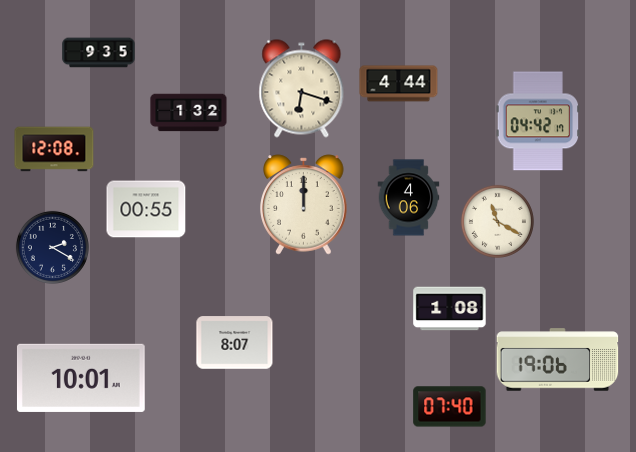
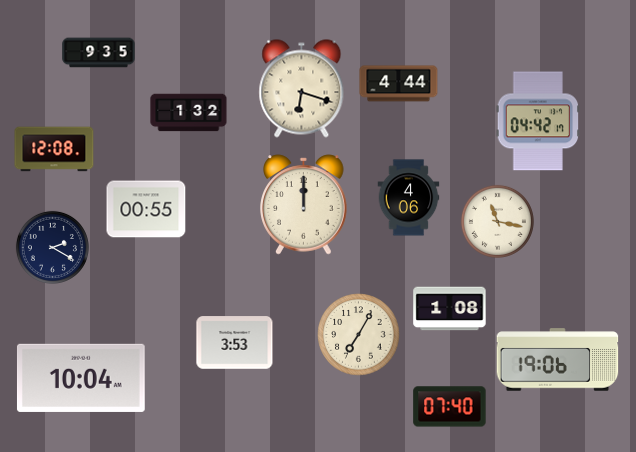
clock at (497, 221): 11:20 -> 11:17
clock at (359, 335): none -> 7:05
clock at (235, 343): 8:07 -> 3:53
clock at (81, 378): 10:01 -> 10:04
